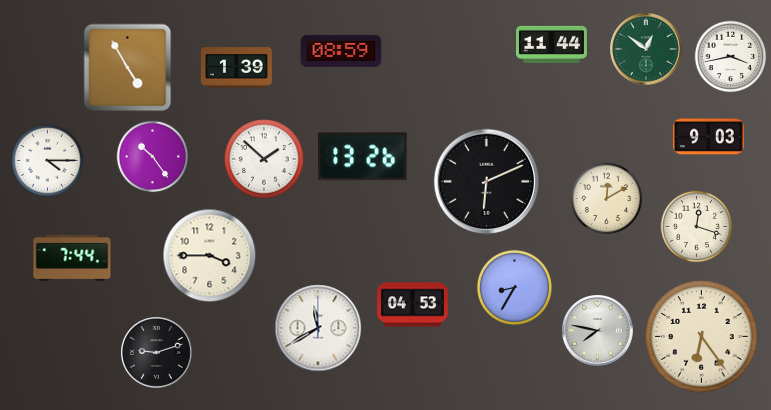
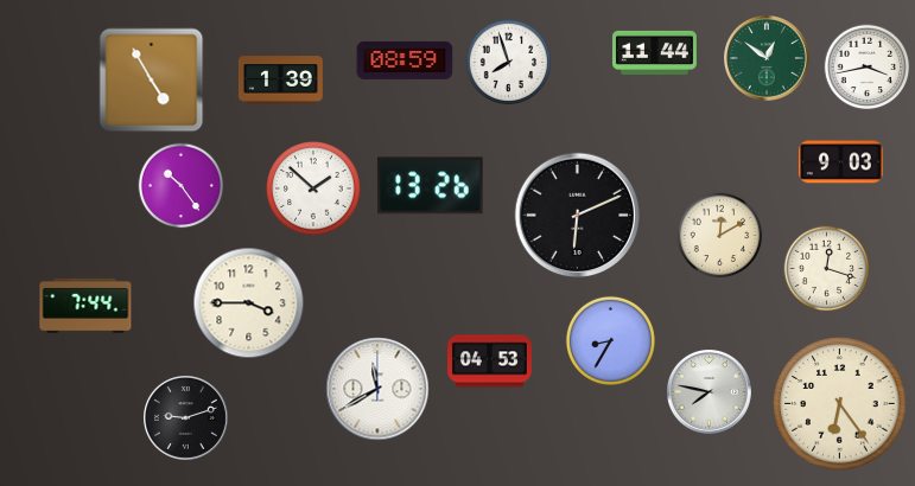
clock at (509, 63): none -> 7:57
clock at (48, 161): 4:15 -> none
clock at (702, 337) position: (702, 337) -> (840, 404)
